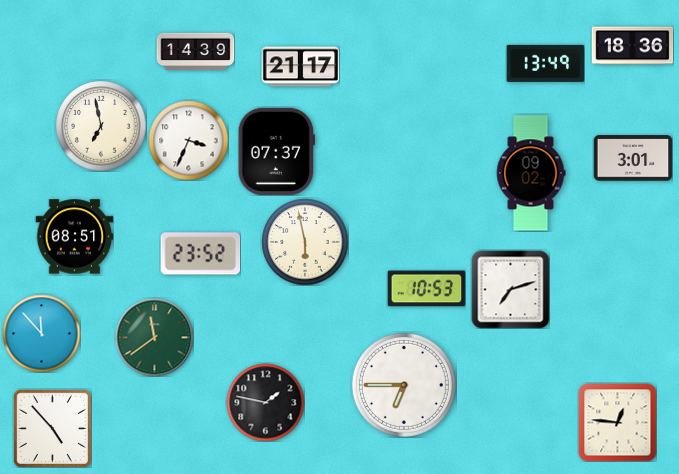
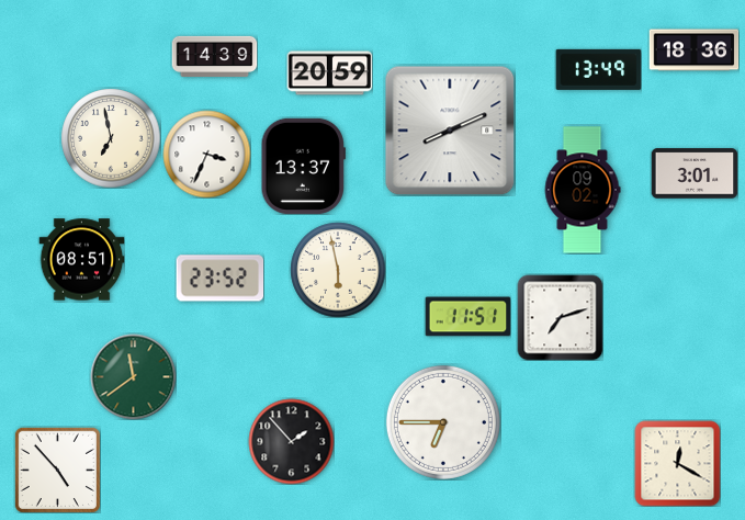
clock at (300, 67): 21:17 -> 20:59
clock at (450, 131): none -> 8:11
clock at (276, 151): 07:37 -> 13:37
clock at (305, 242) position: (305, 242) -> (338, 270)
clock at (426, 289): 10:53 -> 11:51
clock at (41, 333): 11:53 -> none
clock at (154, 337) position: (154, 337) -> (133, 376)
clock at (265, 402): 1:47 -> 1:53
clock at (617, 422): 12:46 -> 12:20
